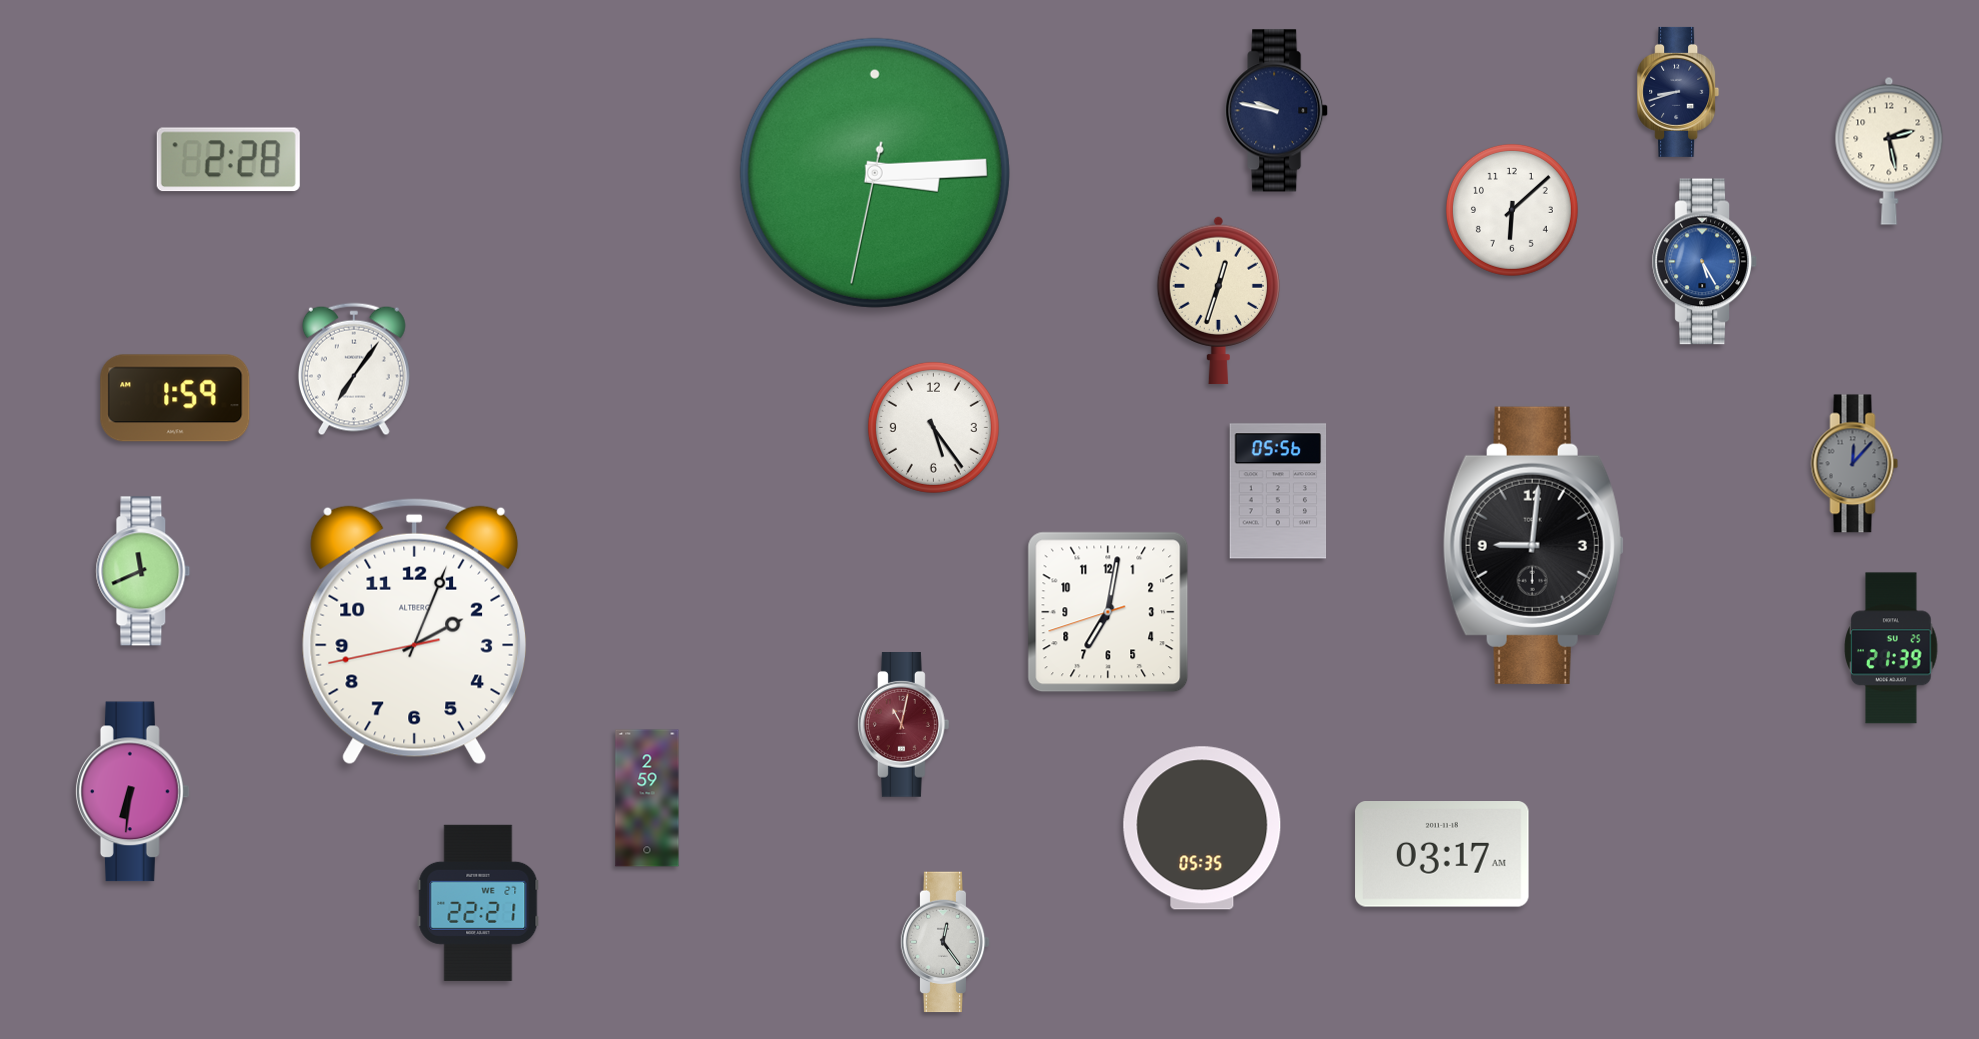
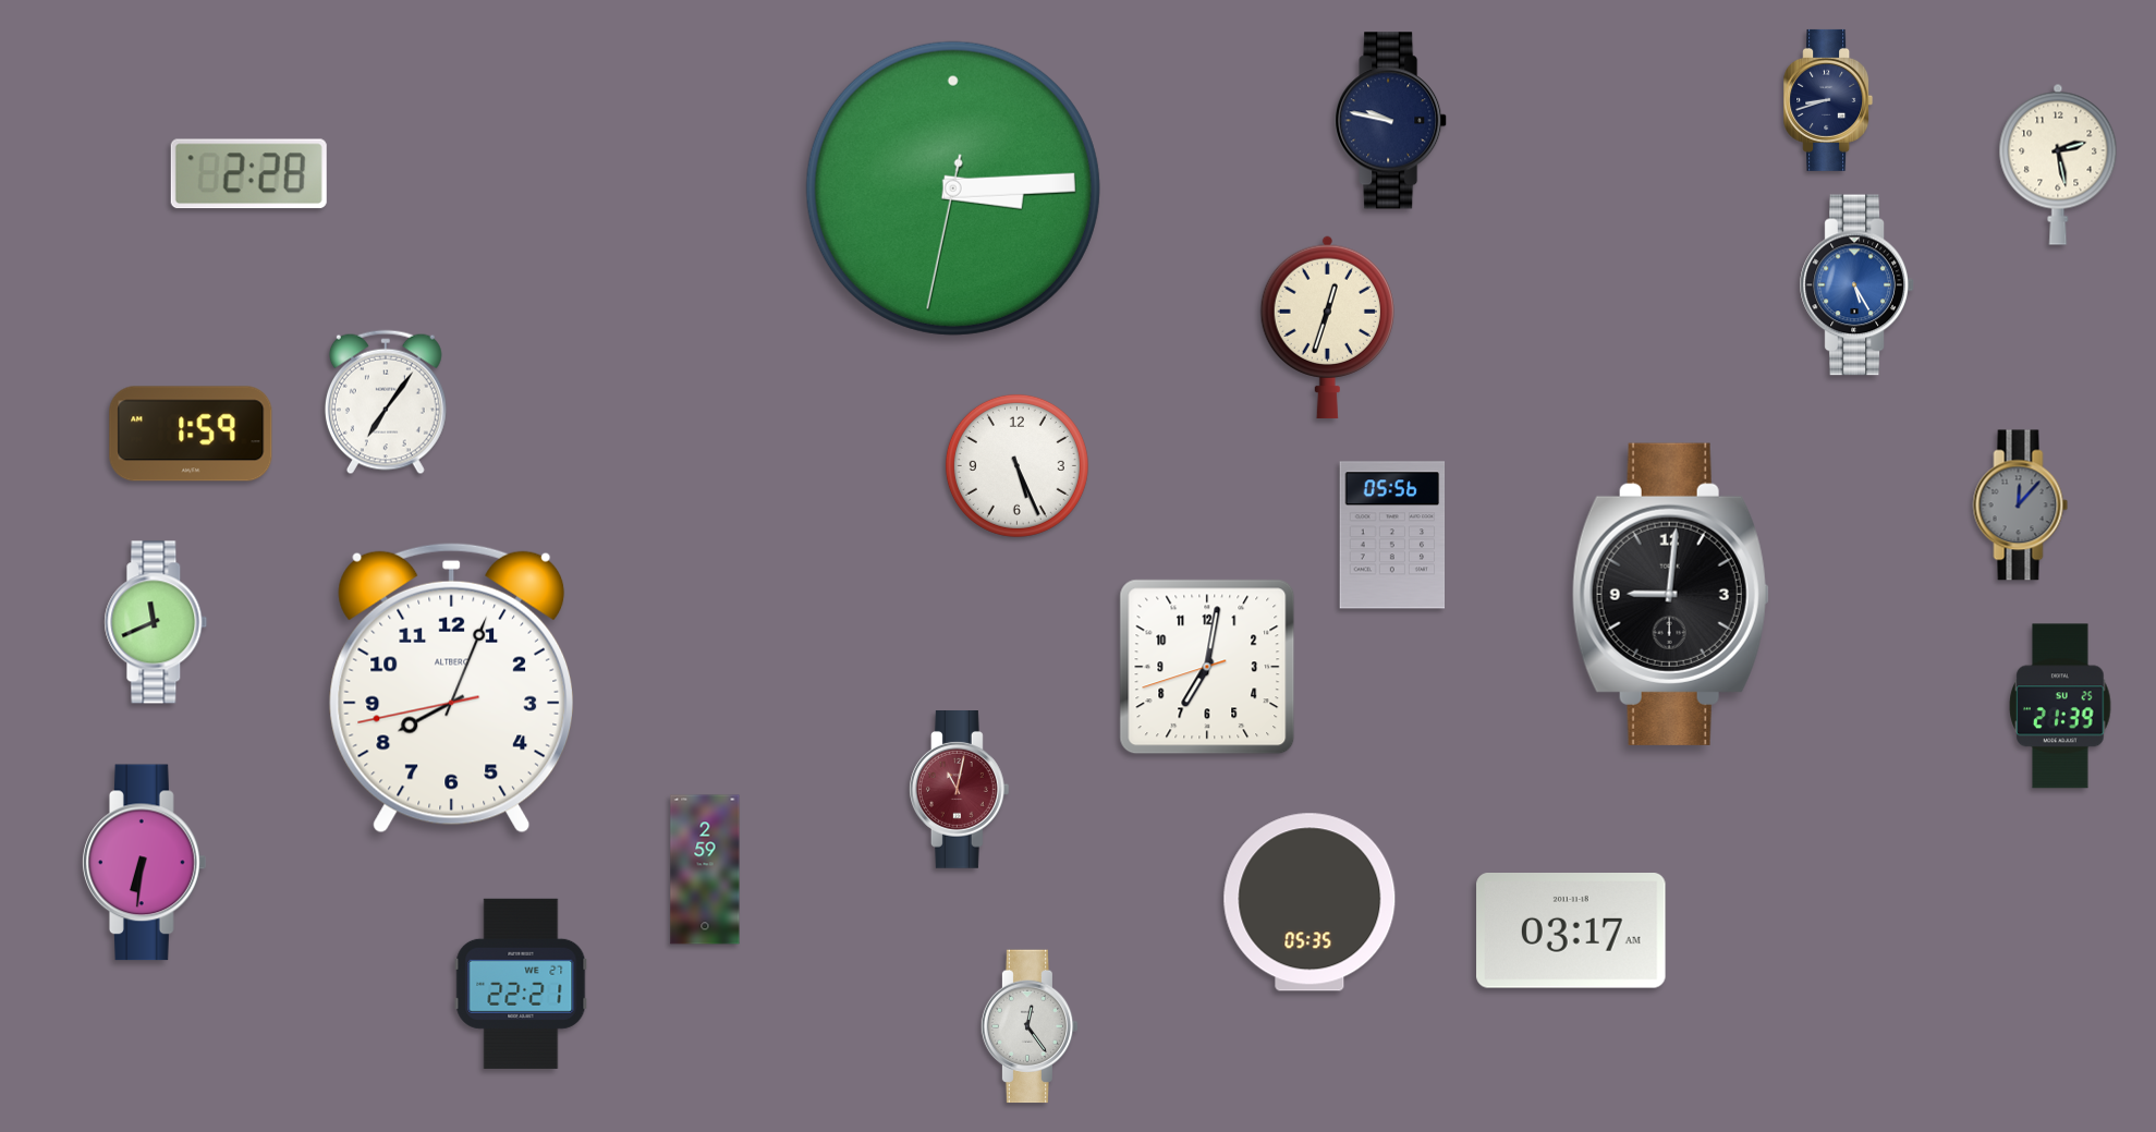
clock at (1512, 210): 6:08 -> none
clock at (933, 427): 5:24 -> 5:26
clock at (415, 631): 2:03 -> 8:03
clock at (903, 725) position: (903, 725) -> (959, 790)
